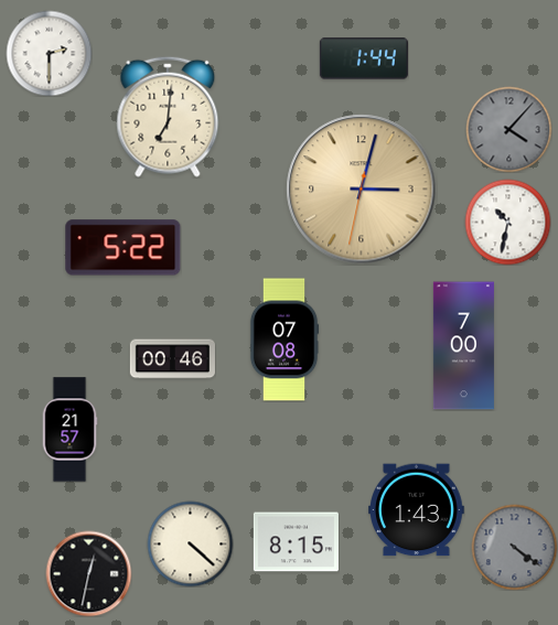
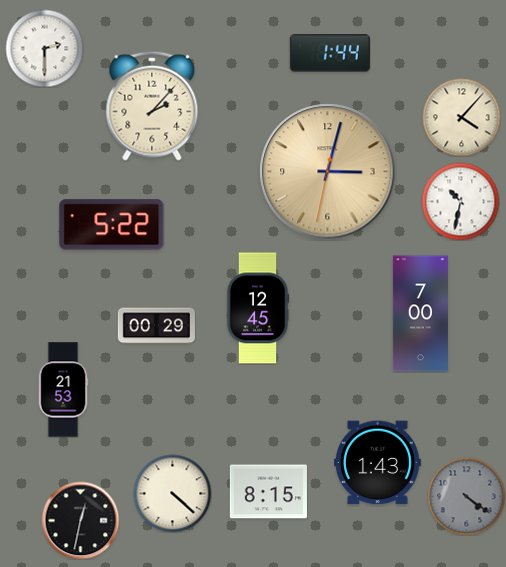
clock at (168, 117): 7:01 -> 2:07
clock at (508, 129) dial: grey -> cream
clock at (285, 340): 07:08 -> 12:45
clock at (172, 359): 00:46 -> 00:29
clock at (69, 430): 21:57 -> 21:53
